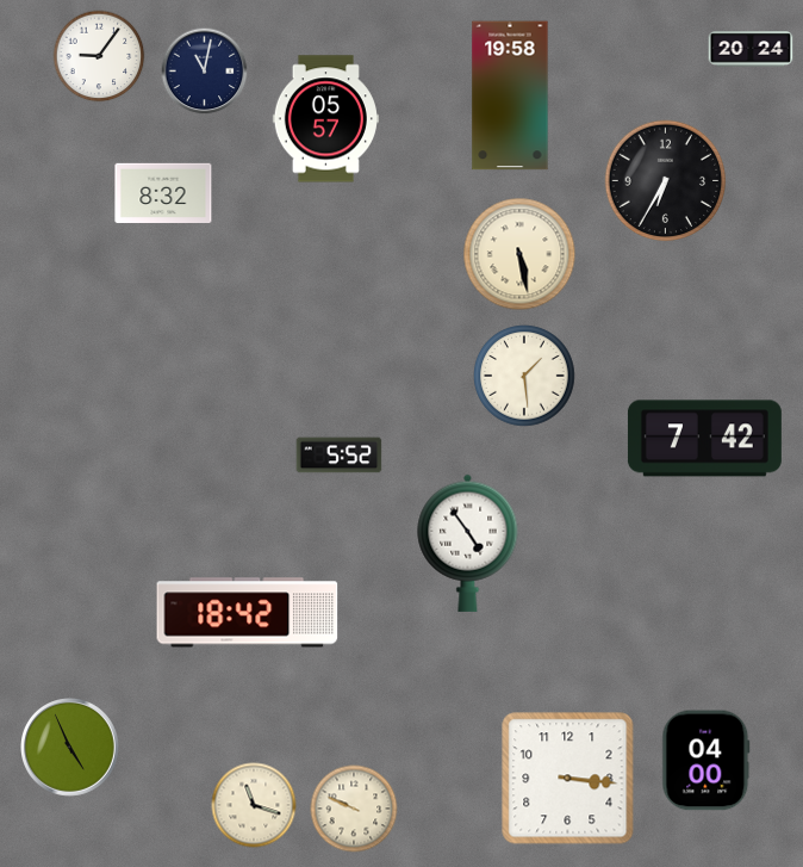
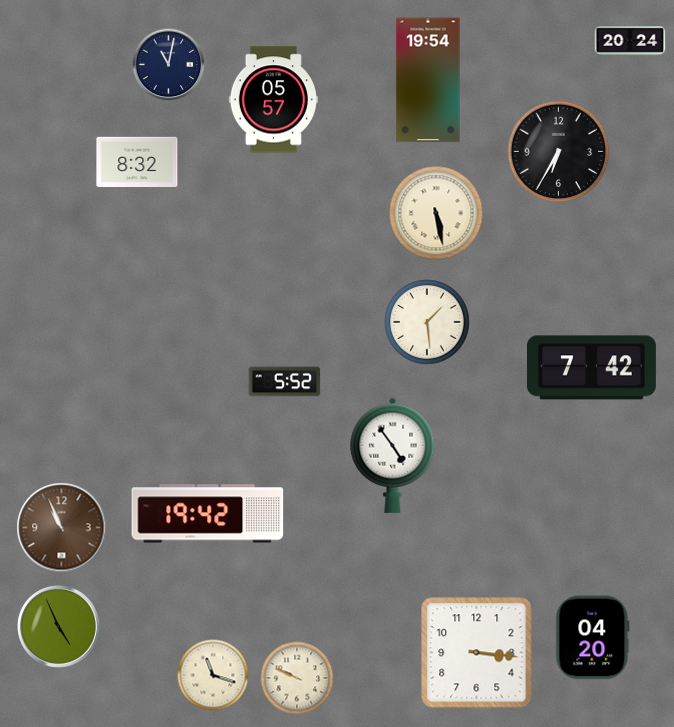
clock at (99, 56): 9:06 -> none
clock at (205, 72) position: (205, 72) -> (169, 65)
clock at (510, 95): 19:58 -> 19:54
clock at (524, 376) position: (524, 376) -> (427, 322)
clock at (248, 613): 18:42 -> 19:42
clock at (62, 528): none -> 10:56
clock at (706, 761): 04:00 -> 04:20
